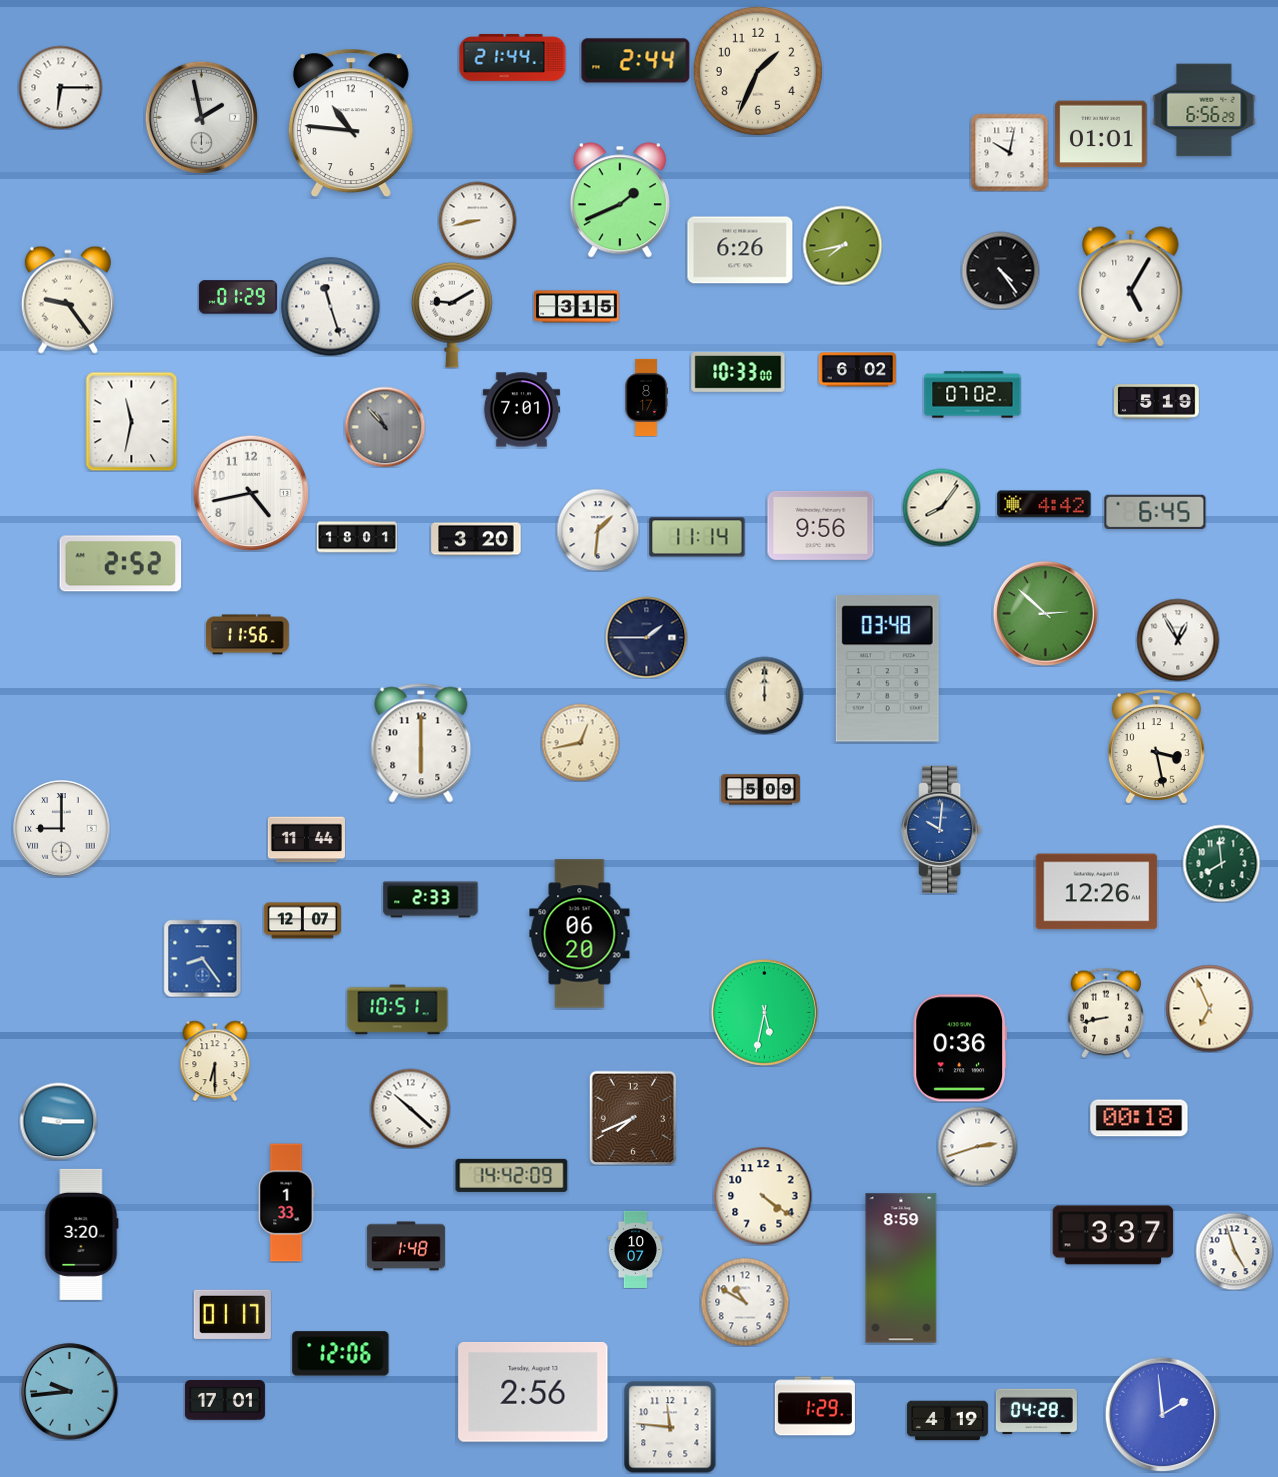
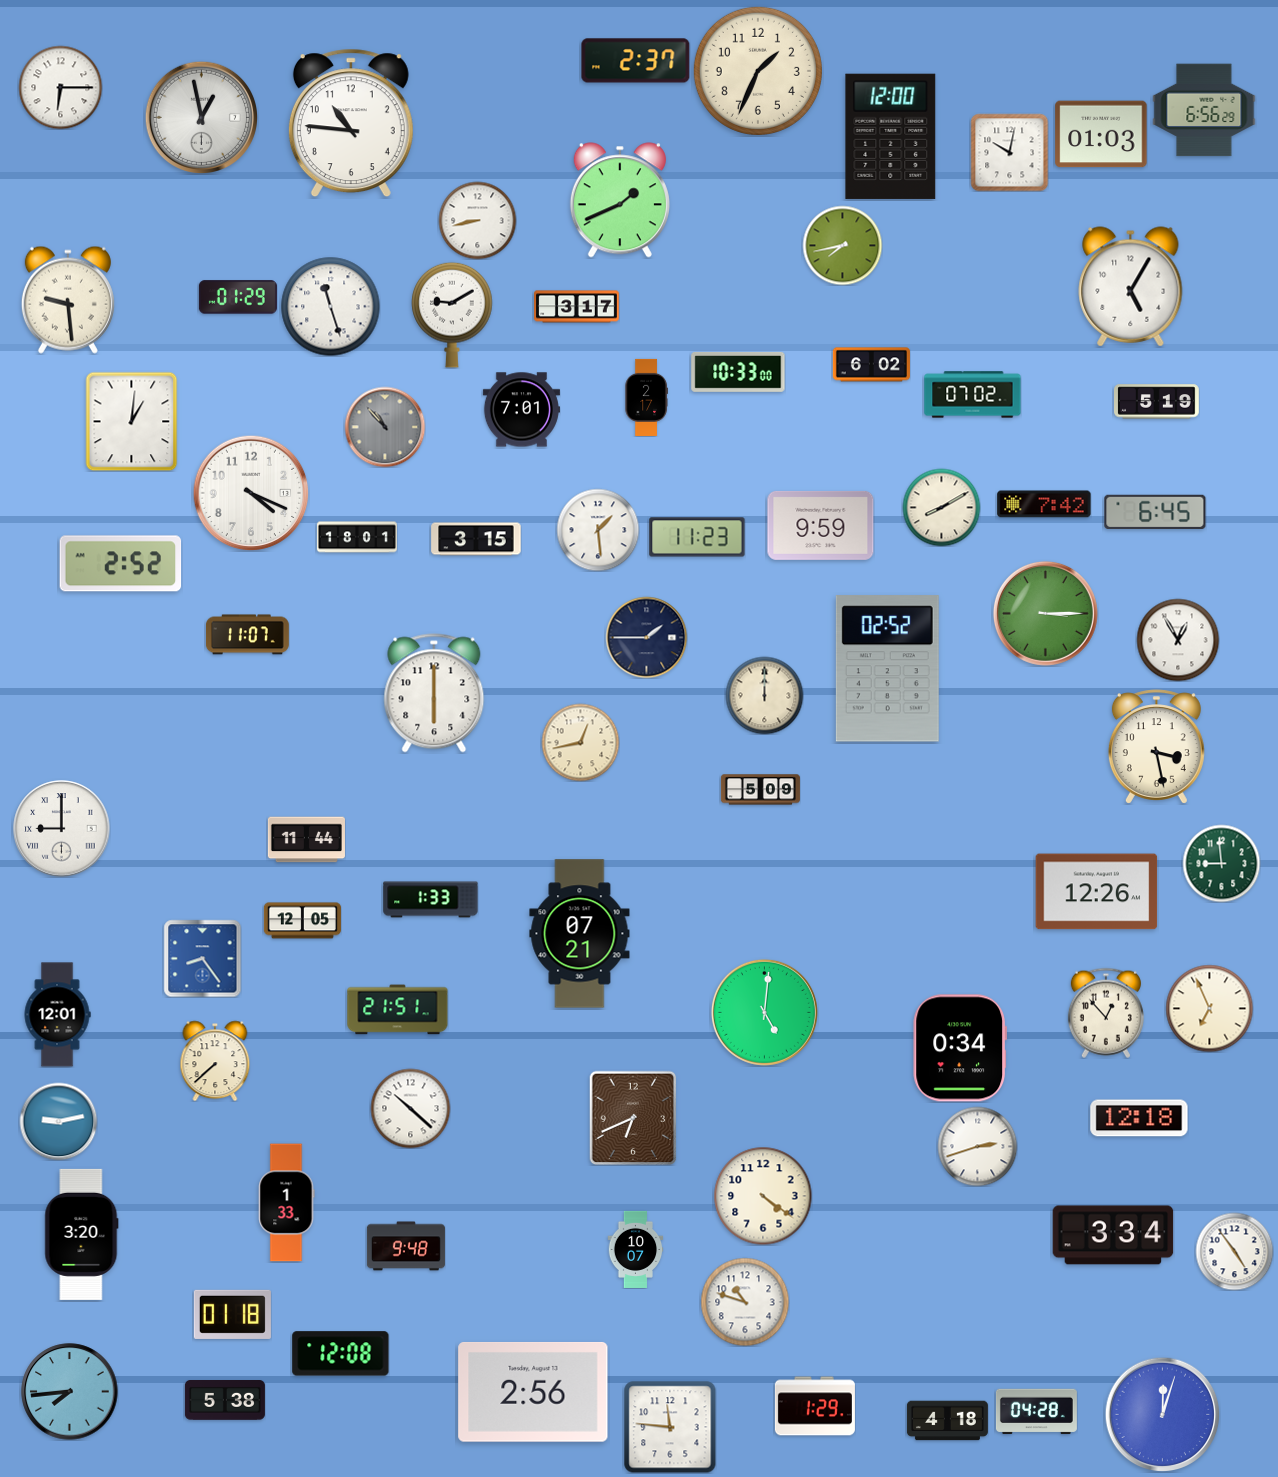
clock at (513, 57): 21:44 -> none
clock at (636, 61): 2:44 -> 2:37
clock at (201, 117): 1:58 -> 12:58
clock at (1101, 134): 01:01 -> 01:03
clock at (891, 136): none -> 12:00
clock at (740, 250): 6:26 -> none
clock at (1000, 270): 4:24 -> none
clock at (68, 300): 9:24 -> 9:29
clock at (577, 307): 3:15 -> 3:17
clock at (857, 370) position: (857, 370) -> (871, 365)
clock at (646, 397): 8:17 -> 2:17
clock at (132, 421): 11:32 -> 1:01
clock at (251, 493): 4:43 -> 4:19
clock at (1044, 504): 4:42 -> 7:42
clock at (941, 507): 8:06 -> 8:10
clock at (821, 525): 9:56 -> 9:59
clock at (598, 530): 1:31 -> 1:29
clock at (697, 537): 11:14 -> 11:23
clock at (476, 539): 3:20 -> 3:15
clock at (1045, 613): 2:52 -> 3:15
clock at (247, 635): 11:56 -> 11:07
clock at (887, 669): 03:48 -> 02:52
clock at (421, 743) position: (421, 743) -> (434, 693)
clock at (942, 829): 10:01 -> none
clock at (1221, 863): 7:59 -> 8:59
clock at (431, 900): 2:33 -> 1:33
clock at (302, 921): 12:07 -> 12:05
clock at (580, 934): 06:20 -> 07:21
clock at (398, 1010): 10:51 -> 21:51
clock at (764, 1012): 5:32 -> 5:01
clock at (1106, 1013): 8:43 -> 12:53
clock at (57, 1015): none -> 12:01
clock at (959, 1048): 0:36 -> 0:34
clock at (215, 1061): 6:30 -> 7:38
clock at (633, 1118): 7:41 -> 6:41
clock at (1139, 1118): 00:18 -> 12:18
clock at (58, 1121): 9:15 -> 9:13
clock at (512, 1175): 14:42 -> none
clock at (1113, 1235): 3:37 -> 3:34
clock at (406, 1246): 1:48 -> 9:48
clock at (1234, 1251): 4:57 -> 4:54
clock at (901, 1268): 8:59 -> none
clock at (745, 1302): 10:50 -> 10:48
clock at (232, 1314): 01:17 -> 01:18
clock at (341, 1354): 12:06 -> 12:08
clock at (70, 1392): 9:44 -> 7:44
clock at (225, 1401): 17:01 -> 5:38
clock at (1162, 1414): 1:59 -> 12:03
clock at (947, 1421): 4:19 -> 4:18
